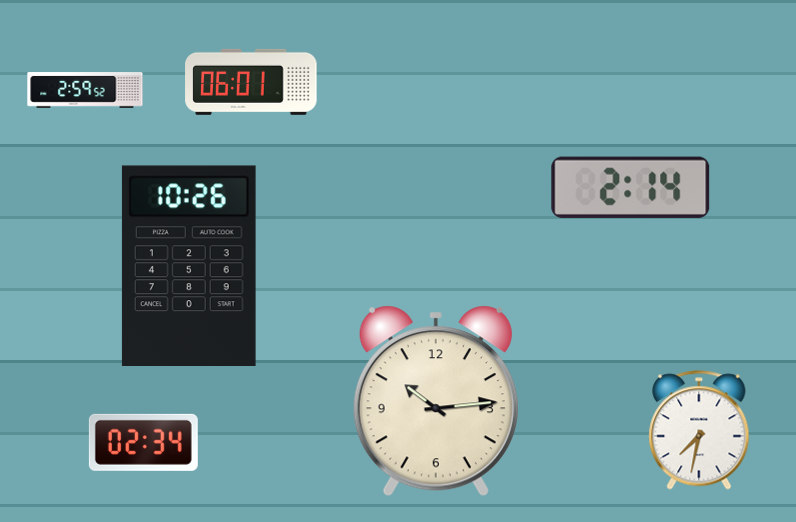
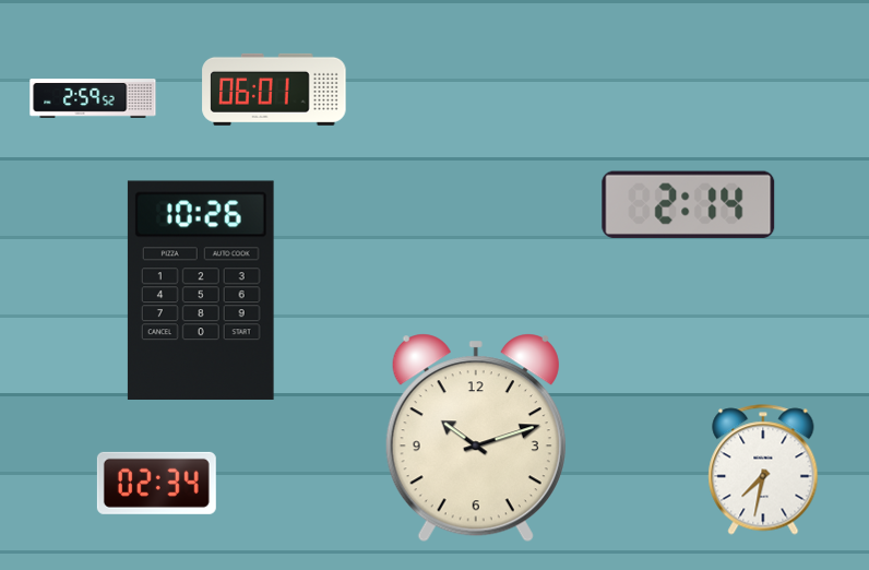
clock at (189, 265) position: (189, 265) -> (201, 289)
clock at (436, 401): 10:14 -> 10:12
